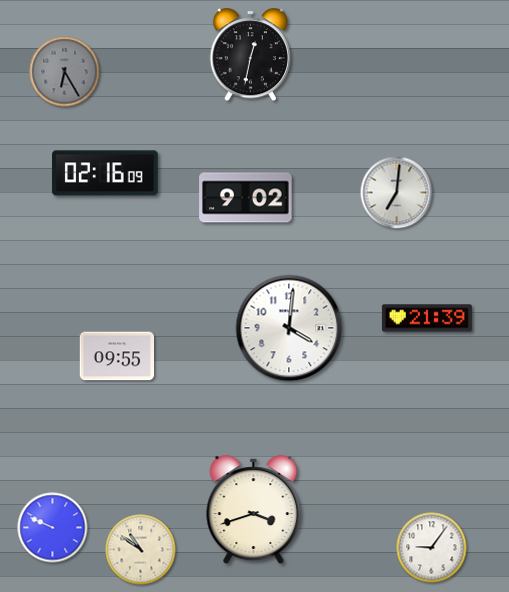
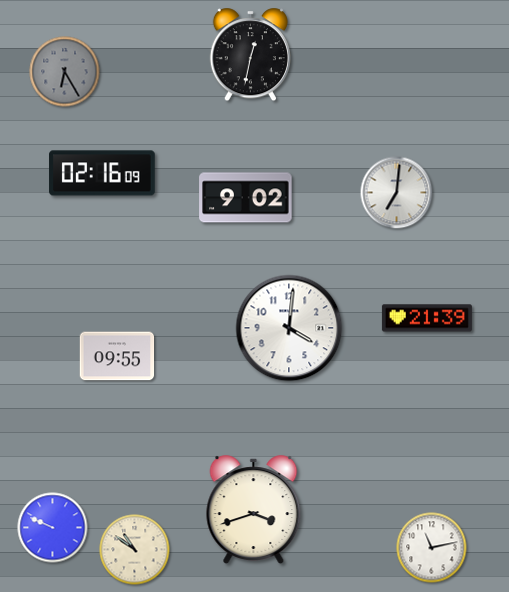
clock at (105, 173) position: (105, 173) -> (102, 173)
clock at (432, 548): 9:06 -> 11:13
clock at (141, 550) position: (141, 550) -> (135, 550)
